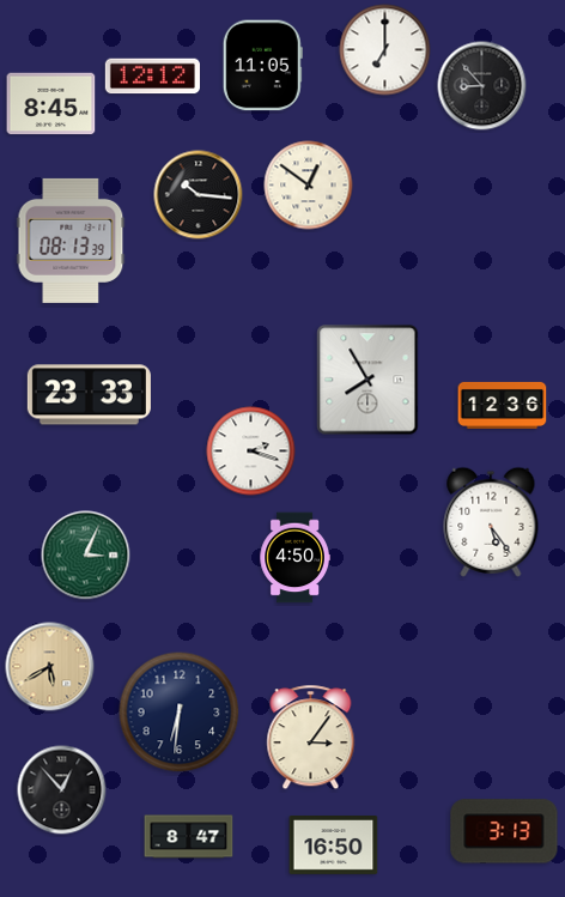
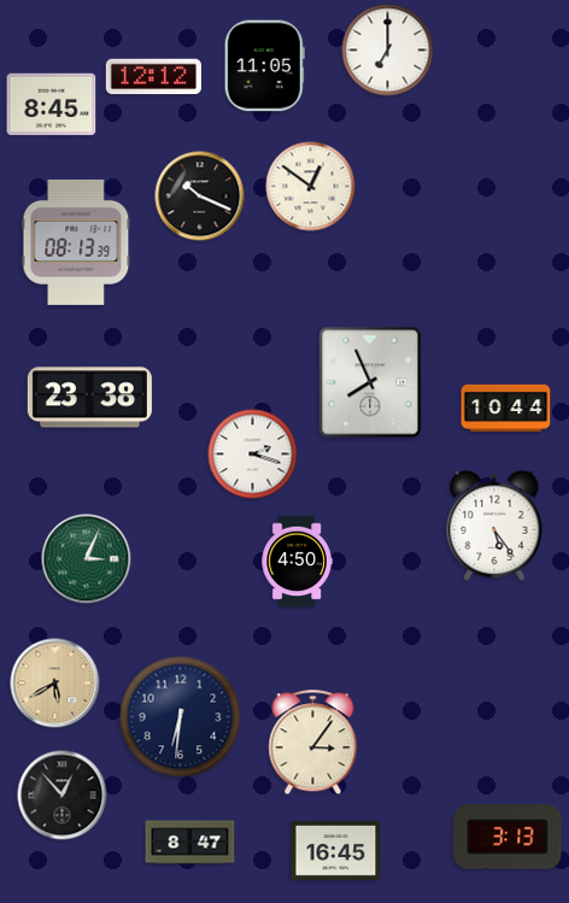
clock at (482, 86): 8:53 -> none
clock at (199, 195): 10:16 -> 10:19
clock at (71, 241) position: (71, 241) -> (76, 242)
clock at (367, 380): 7:55 -> 7:56
clock at (89, 395): 23:33 -> 23:38
clock at (503, 405): 12:36 -> 10:44
clock at (50, 667) position: (50, 667) -> (55, 684)
clock at (334, 846): 16:50 -> 16:45
